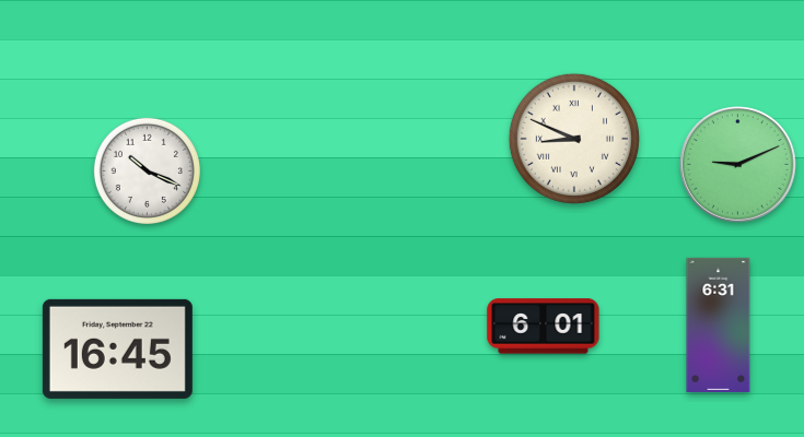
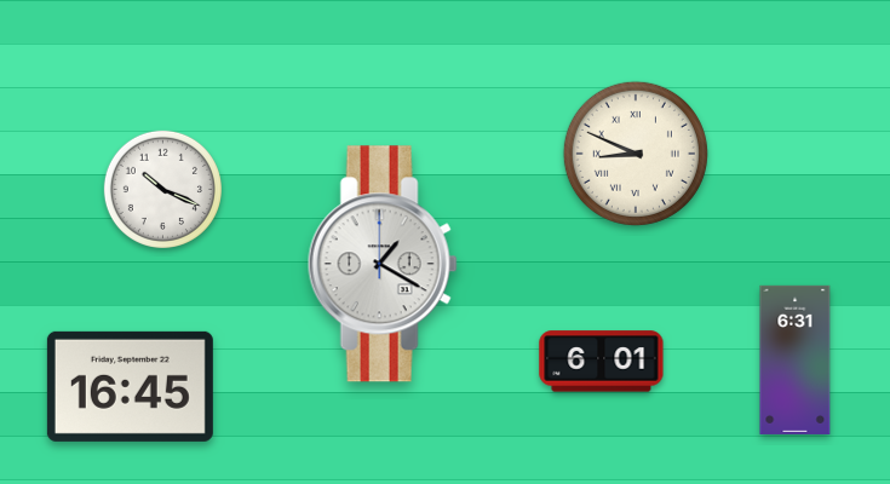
clock at (738, 165): 9:11 -> none
clock at (383, 264): none -> 1:20
